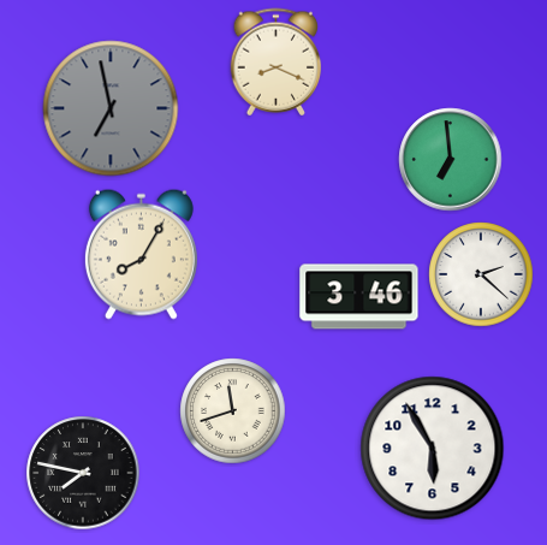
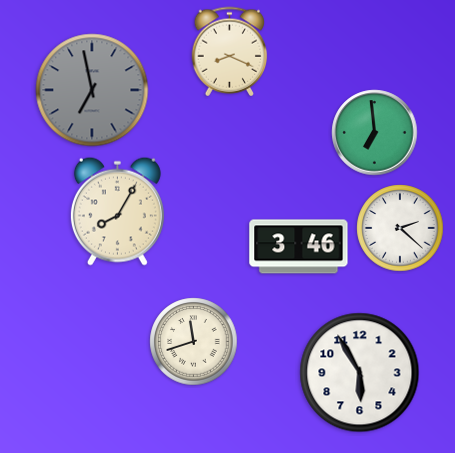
clock at (83, 473): 7:47 -> none
